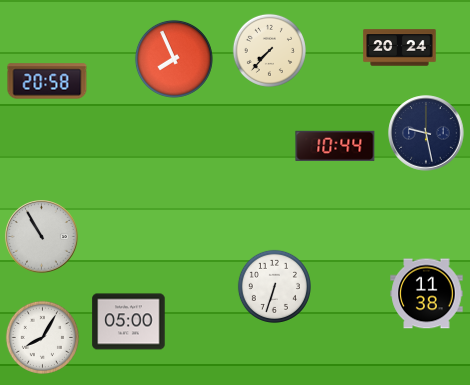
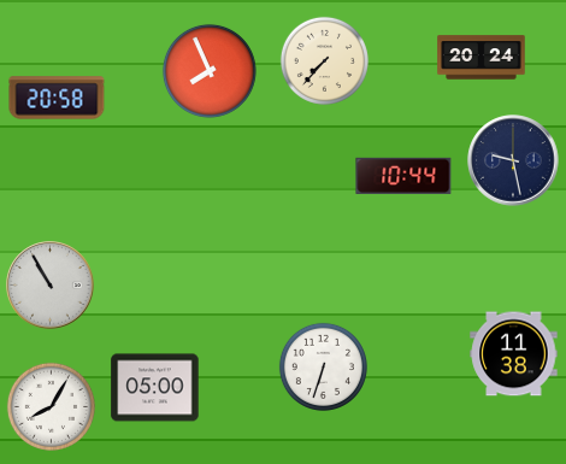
clock at (274, 286) position: (274, 286) -> (323, 366)
